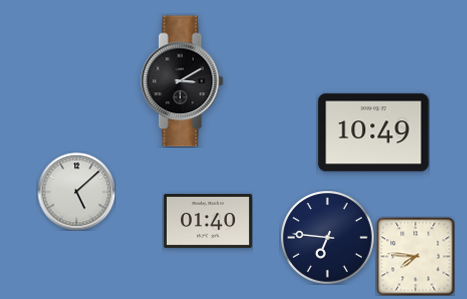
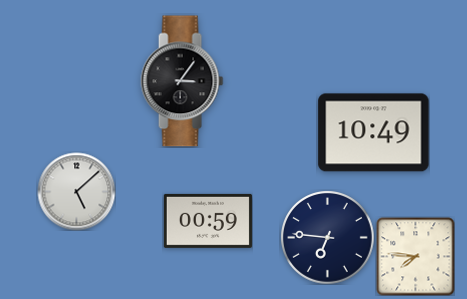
clock at (182, 81): 3:10 -> 3:06
clock at (208, 221): 01:40 -> 00:59
